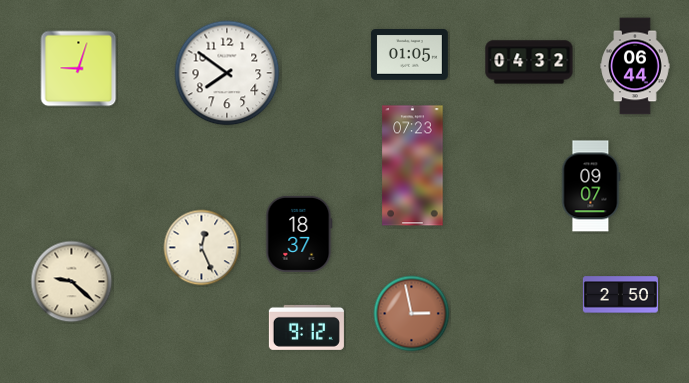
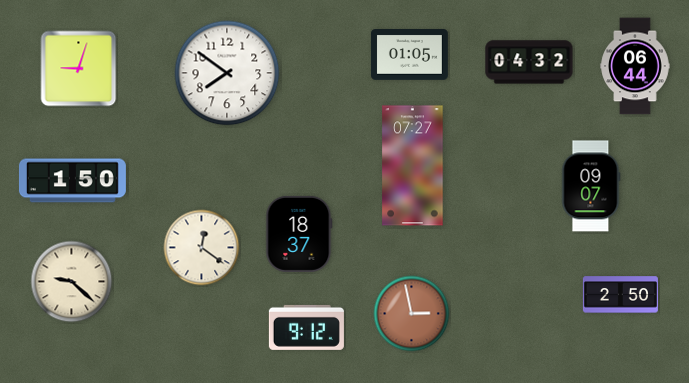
clock at (413, 166): 07:23 -> 07:27
clock at (72, 181): none -> 1:50
clock at (202, 248): 12:26 -> 12:21
